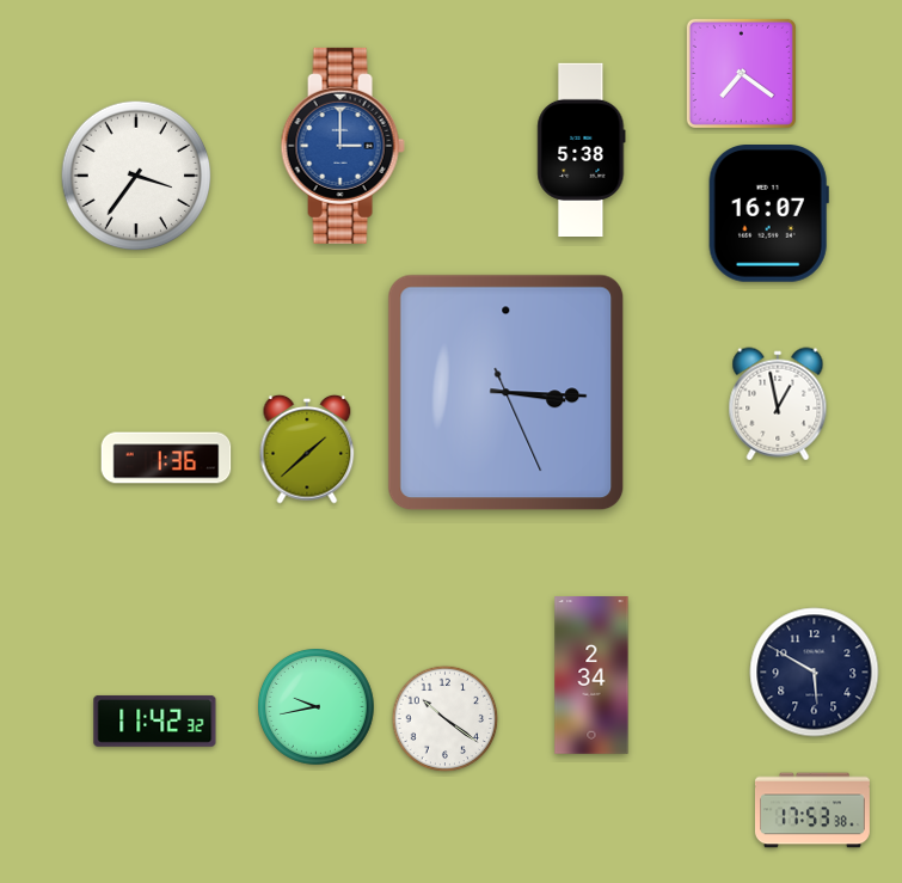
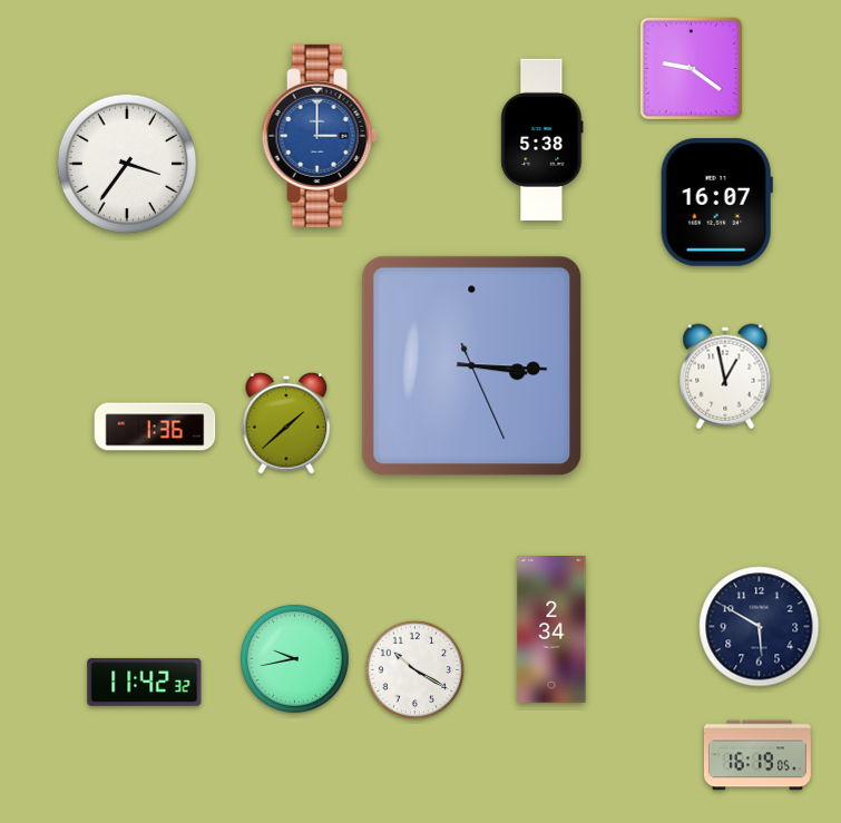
clock at (741, 73): 7:21 -> 9:21
clock at (768, 214) position: (768, 214) -> (716, 203)
clock at (307, 449) position: (307, 449) -> (286, 423)
clock at (446, 719): 10:21 -> 10:20
clock at (155, 720) position: (155, 720) -> (145, 682)
clock at (812, 810): 17:53 -> 16:19
